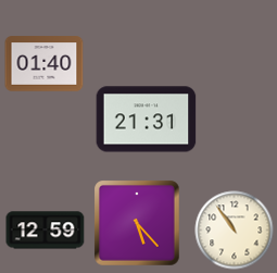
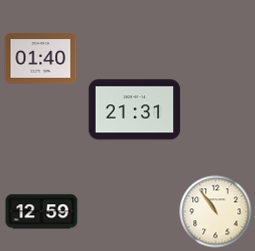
clock at (137, 223): 5:23 -> none
